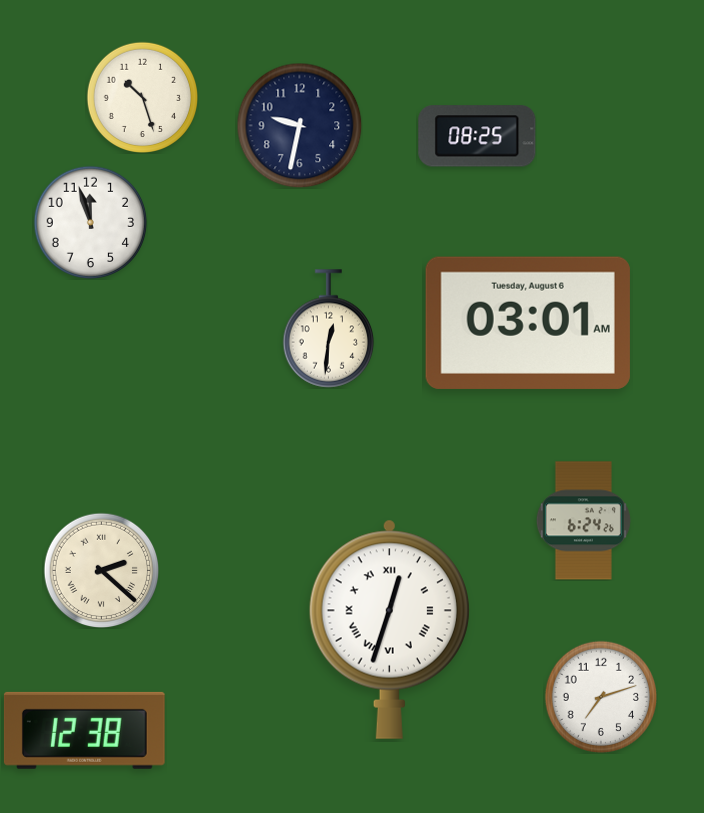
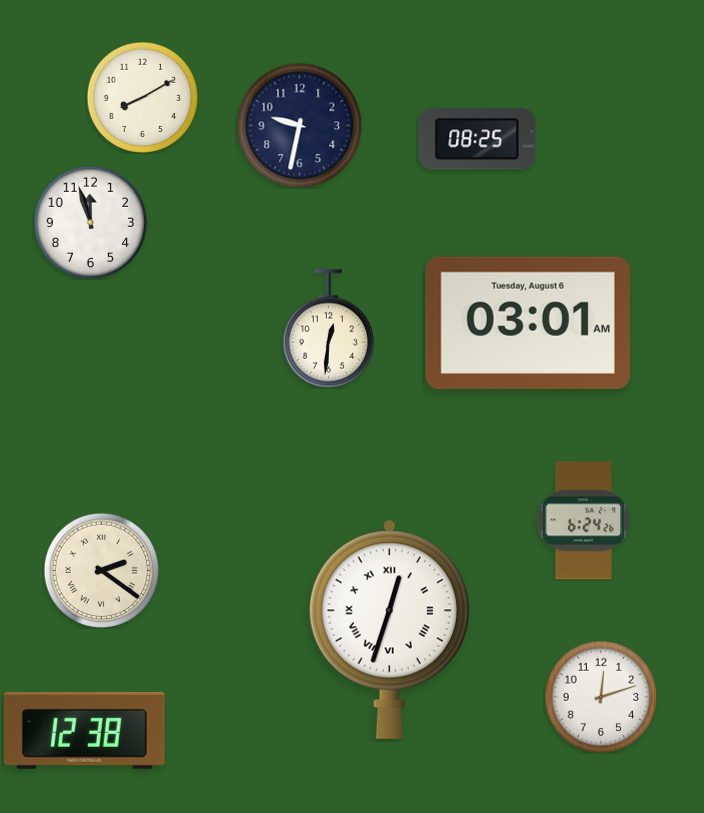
clock at (142, 97): 10:27 -> 8:10
clock at (477, 136) position: (477, 136) -> (477, 139)
clock at (101, 570): 2:22 -> 2:21
clock at (600, 696): 7:12 -> 12:12
